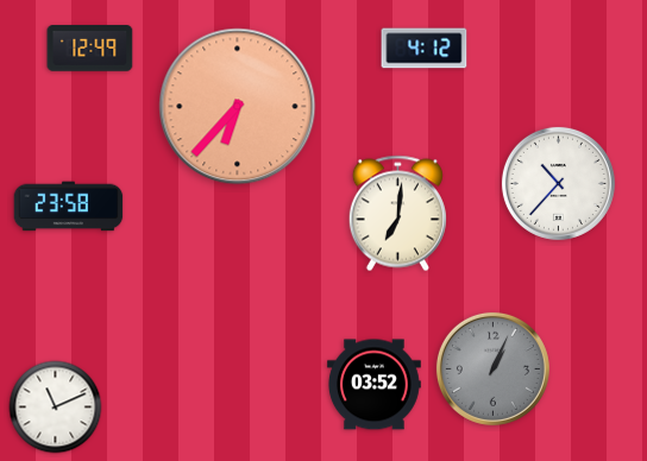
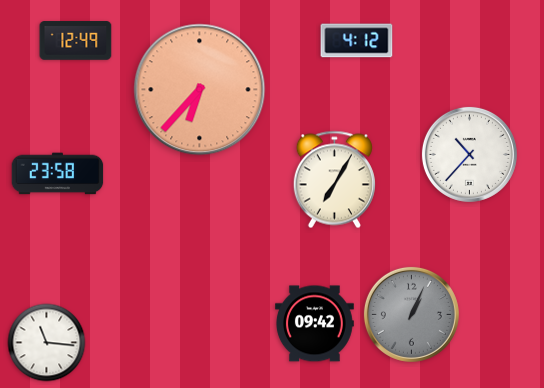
clock at (397, 214): 7:01 -> 7:05
clock at (492, 368) position: (492, 368) -> (411, 314)
clock at (375, 385): 03:52 -> 09:42
clock at (56, 408): 11:11 -> 11:16
